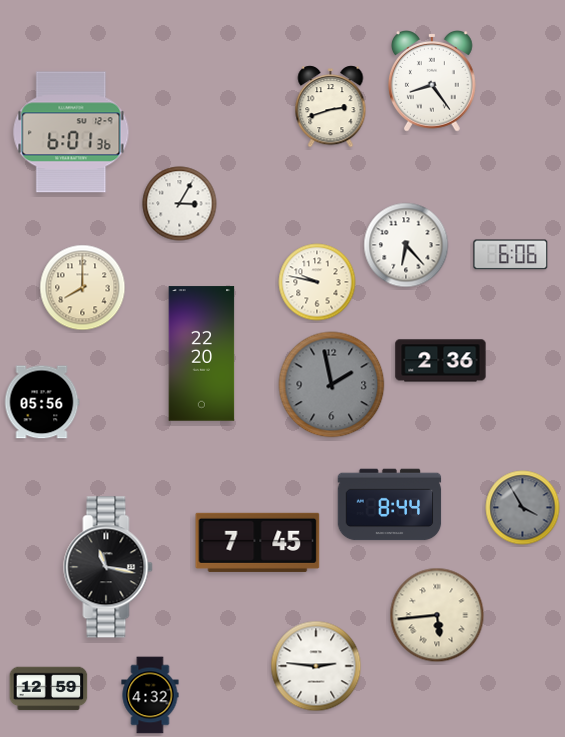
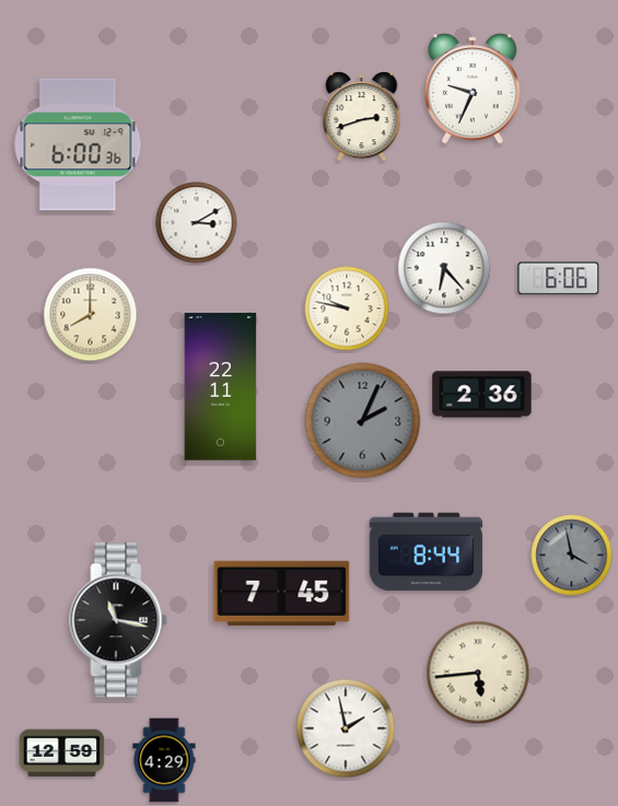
clock at (432, 82): 8:24 -> 9:34
clock at (71, 132): 6:01 -> 6:00
clock at (180, 204): 3:05 -> 3:10
clock at (202, 354): 22:20 -> 22:11
clock at (332, 385): 1:58 -> 2:04
clock at (42, 402): 05:56 -> none
clock at (523, 508): 3:55 -> 3:58
clock at (316, 666): 2:46 -> 1:58
clock at (49, 689) position: (49, 689) -> (62, 754)
clock at (150, 695): 4:32 -> 4:29
